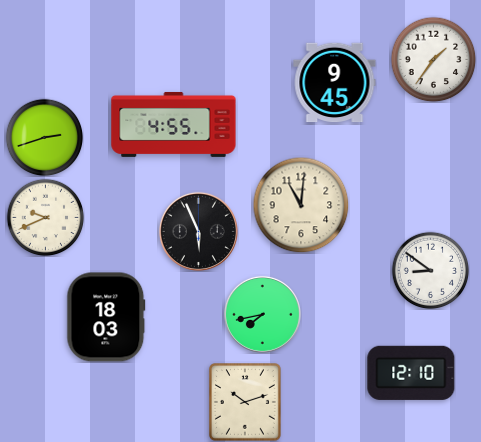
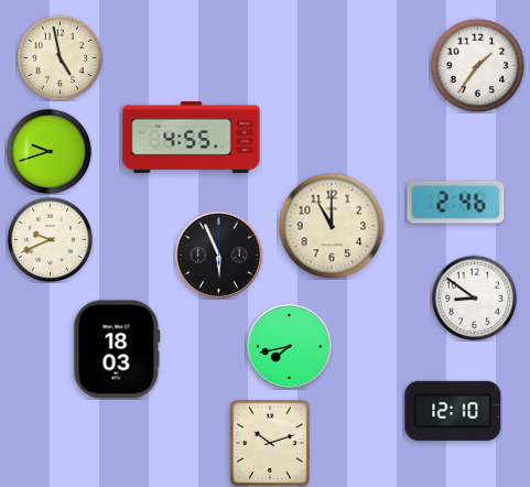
clock at (60, 57): none -> 4:58
clock at (335, 83): 9:45 -> none
clock at (44, 137): 2:42 -> 9:42
clock at (456, 203): none -> 2:46
clock at (301, 205): 11:01 -> 11:00
